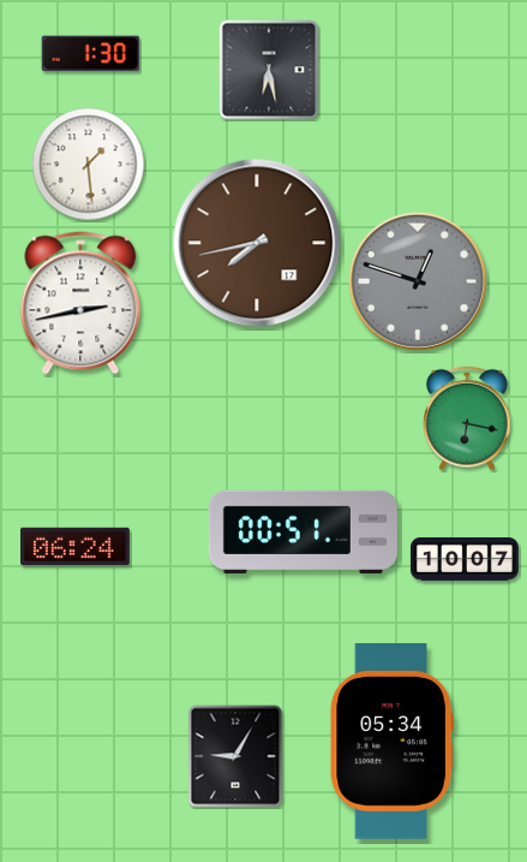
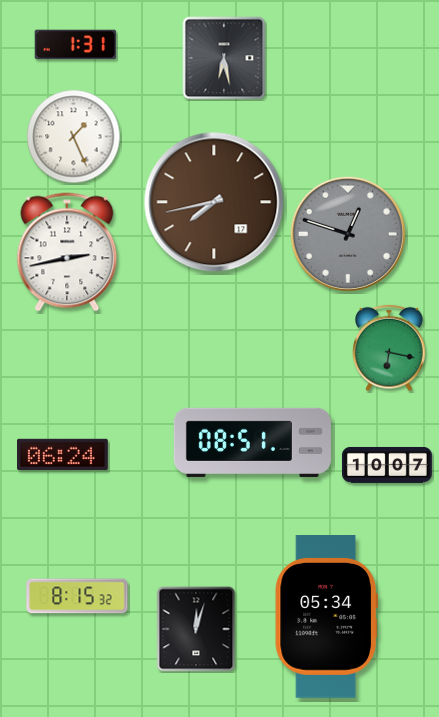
clock at (91, 54): 1:30 -> 1:31
clock at (89, 165): 1:29 -> 1:26
clock at (303, 531): 00:51 -> 08:51
clock at (77, 596): none -> 8:15
clock at (235, 756): 9:05 -> 12:03
